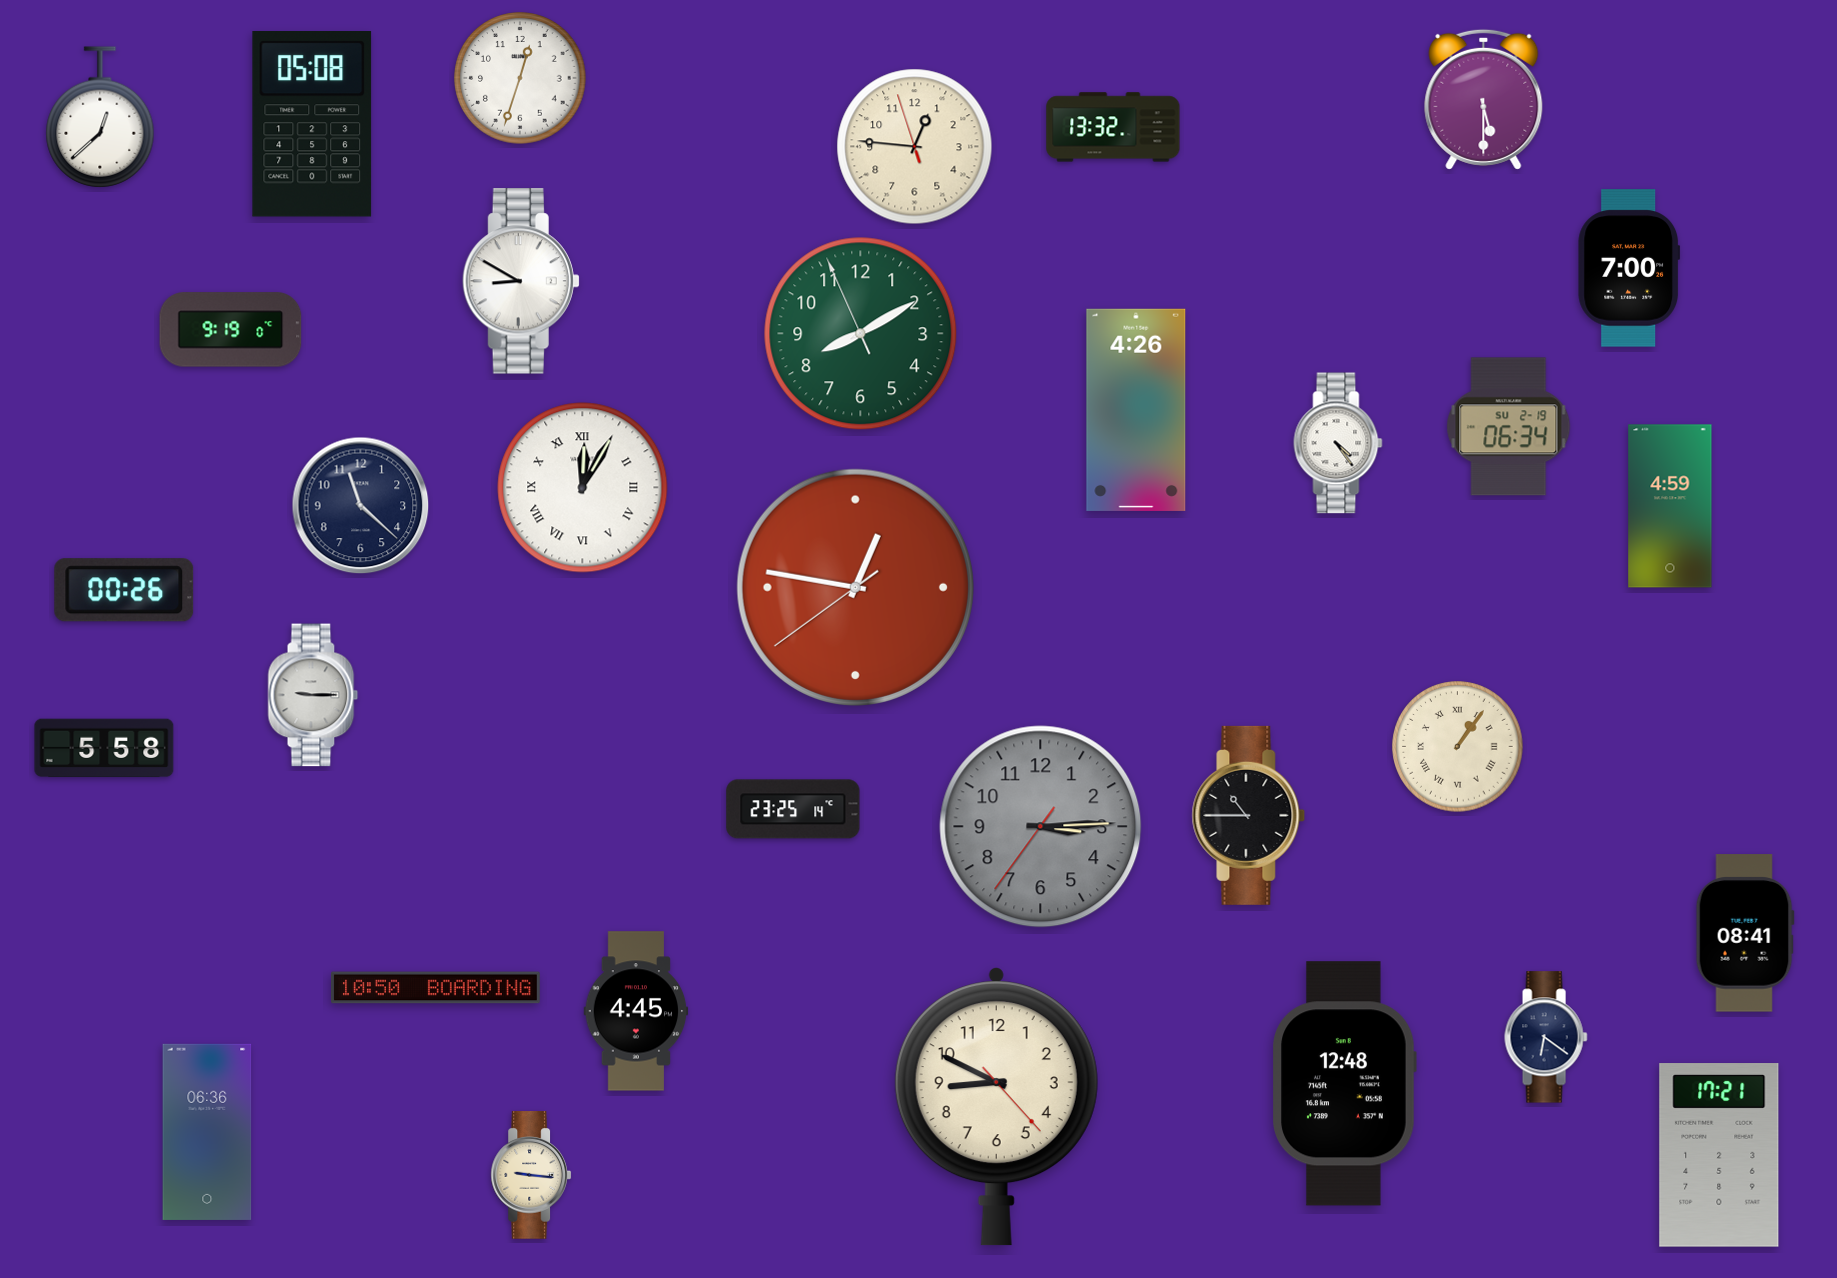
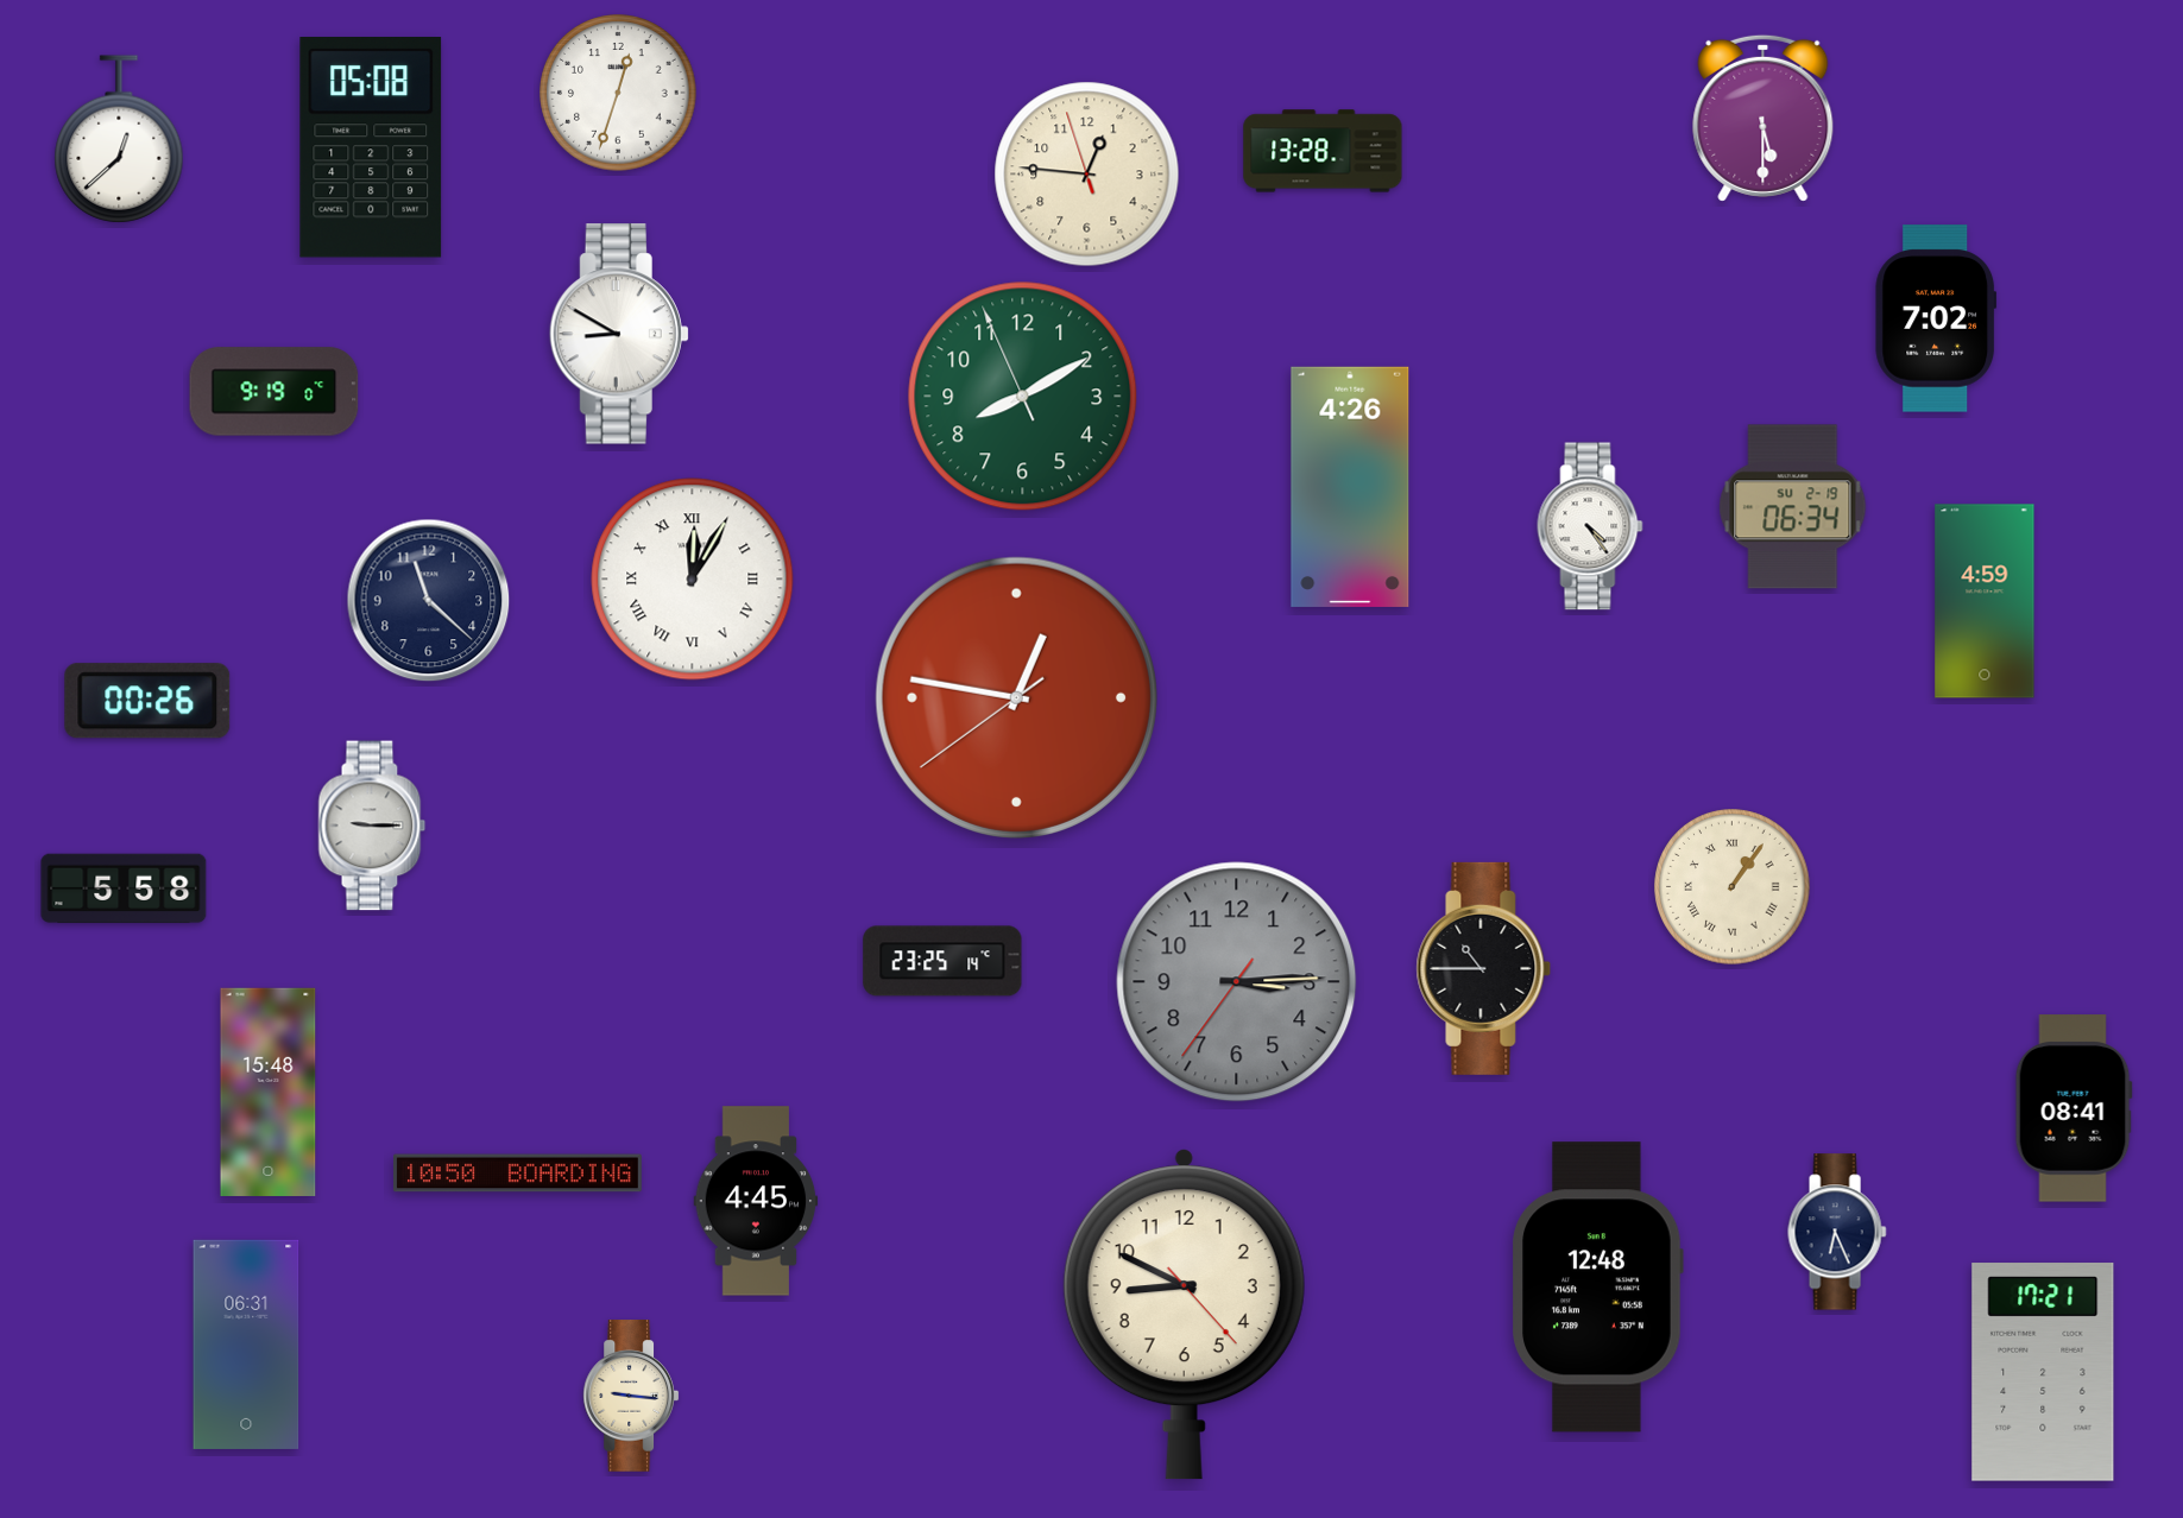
clock at (1113, 127): 13:32 -> 13:28
clock at (1629, 268): 7:00 -> 7:02
clock at (269, 1092): none -> 15:48
clock at (1546, 1037): 6:21 -> 6:26
clock at (207, 1132): 06:36 -> 06:31
